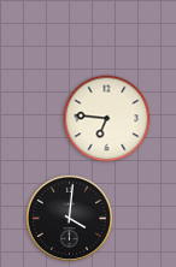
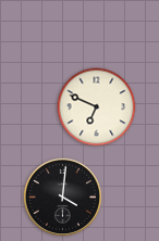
clock at (107, 119): 6:46 -> 6:49
